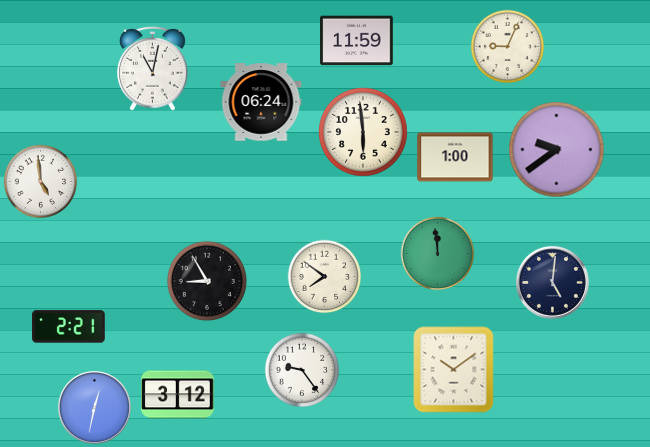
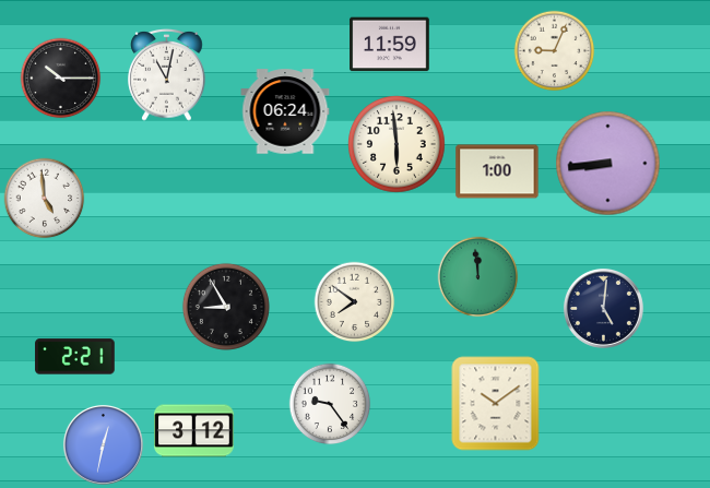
clock at (61, 79): none -> 10:15
clock at (557, 150): 9:39 -> 8:44
